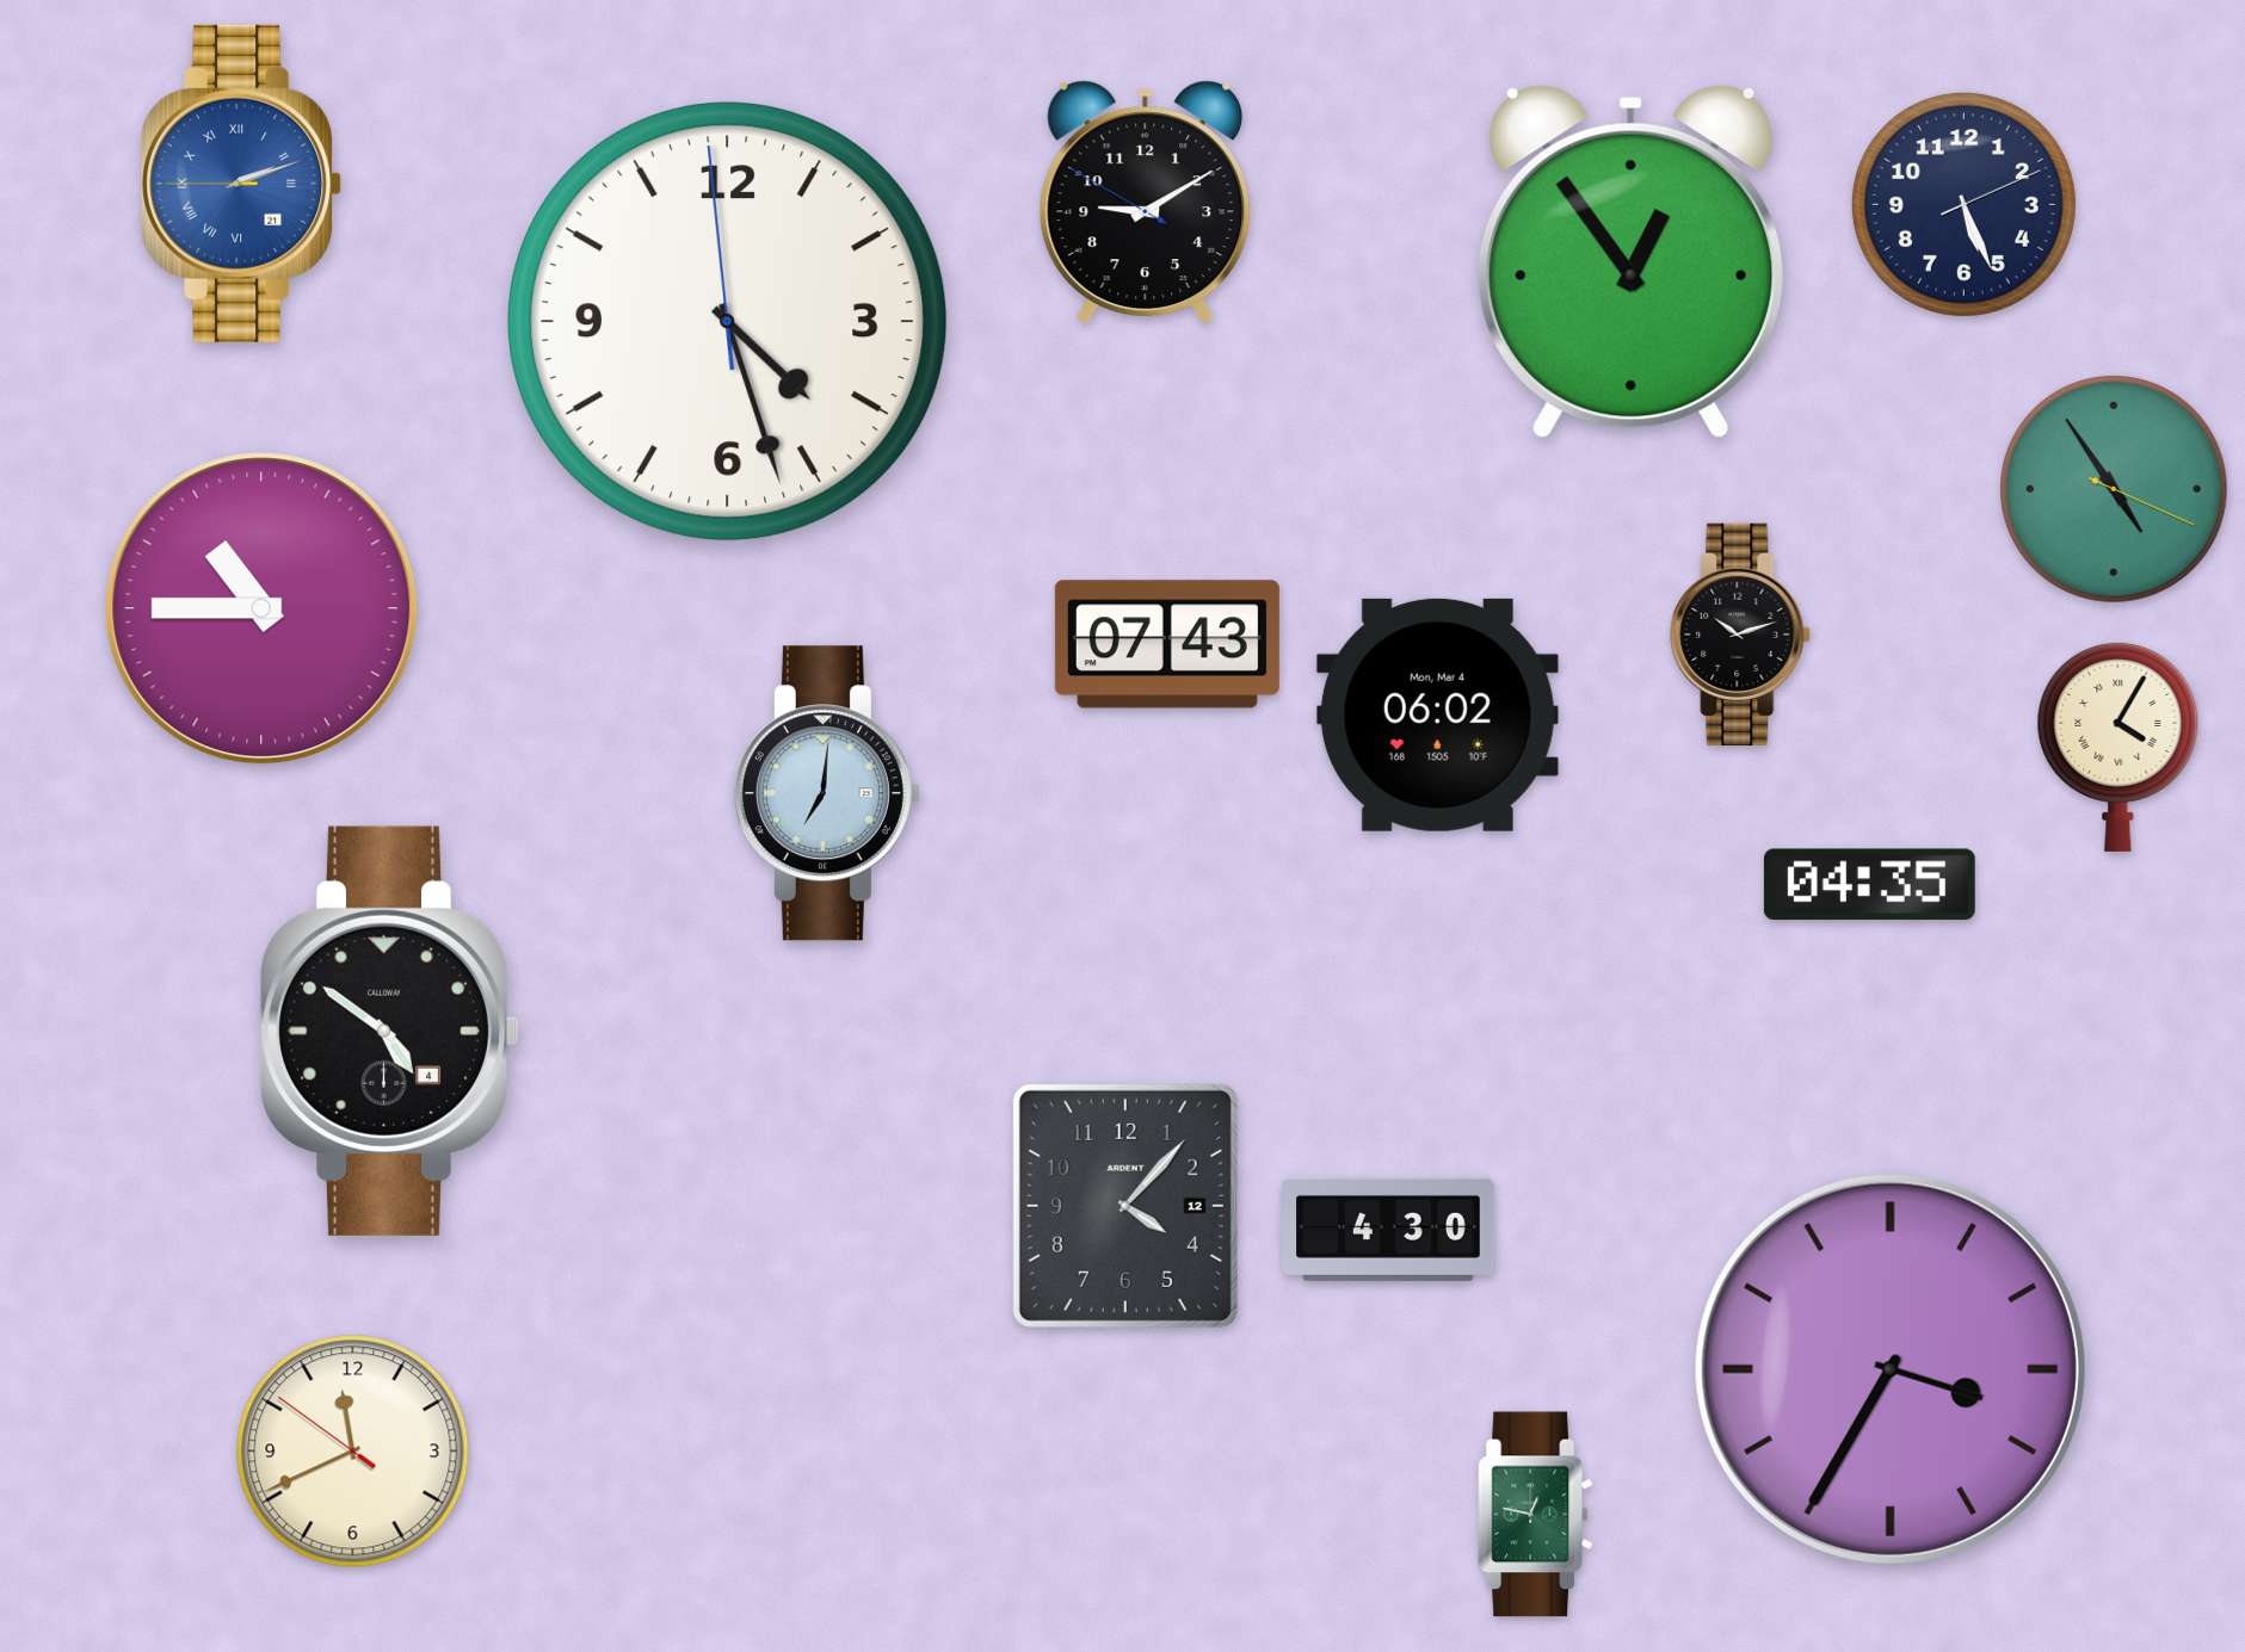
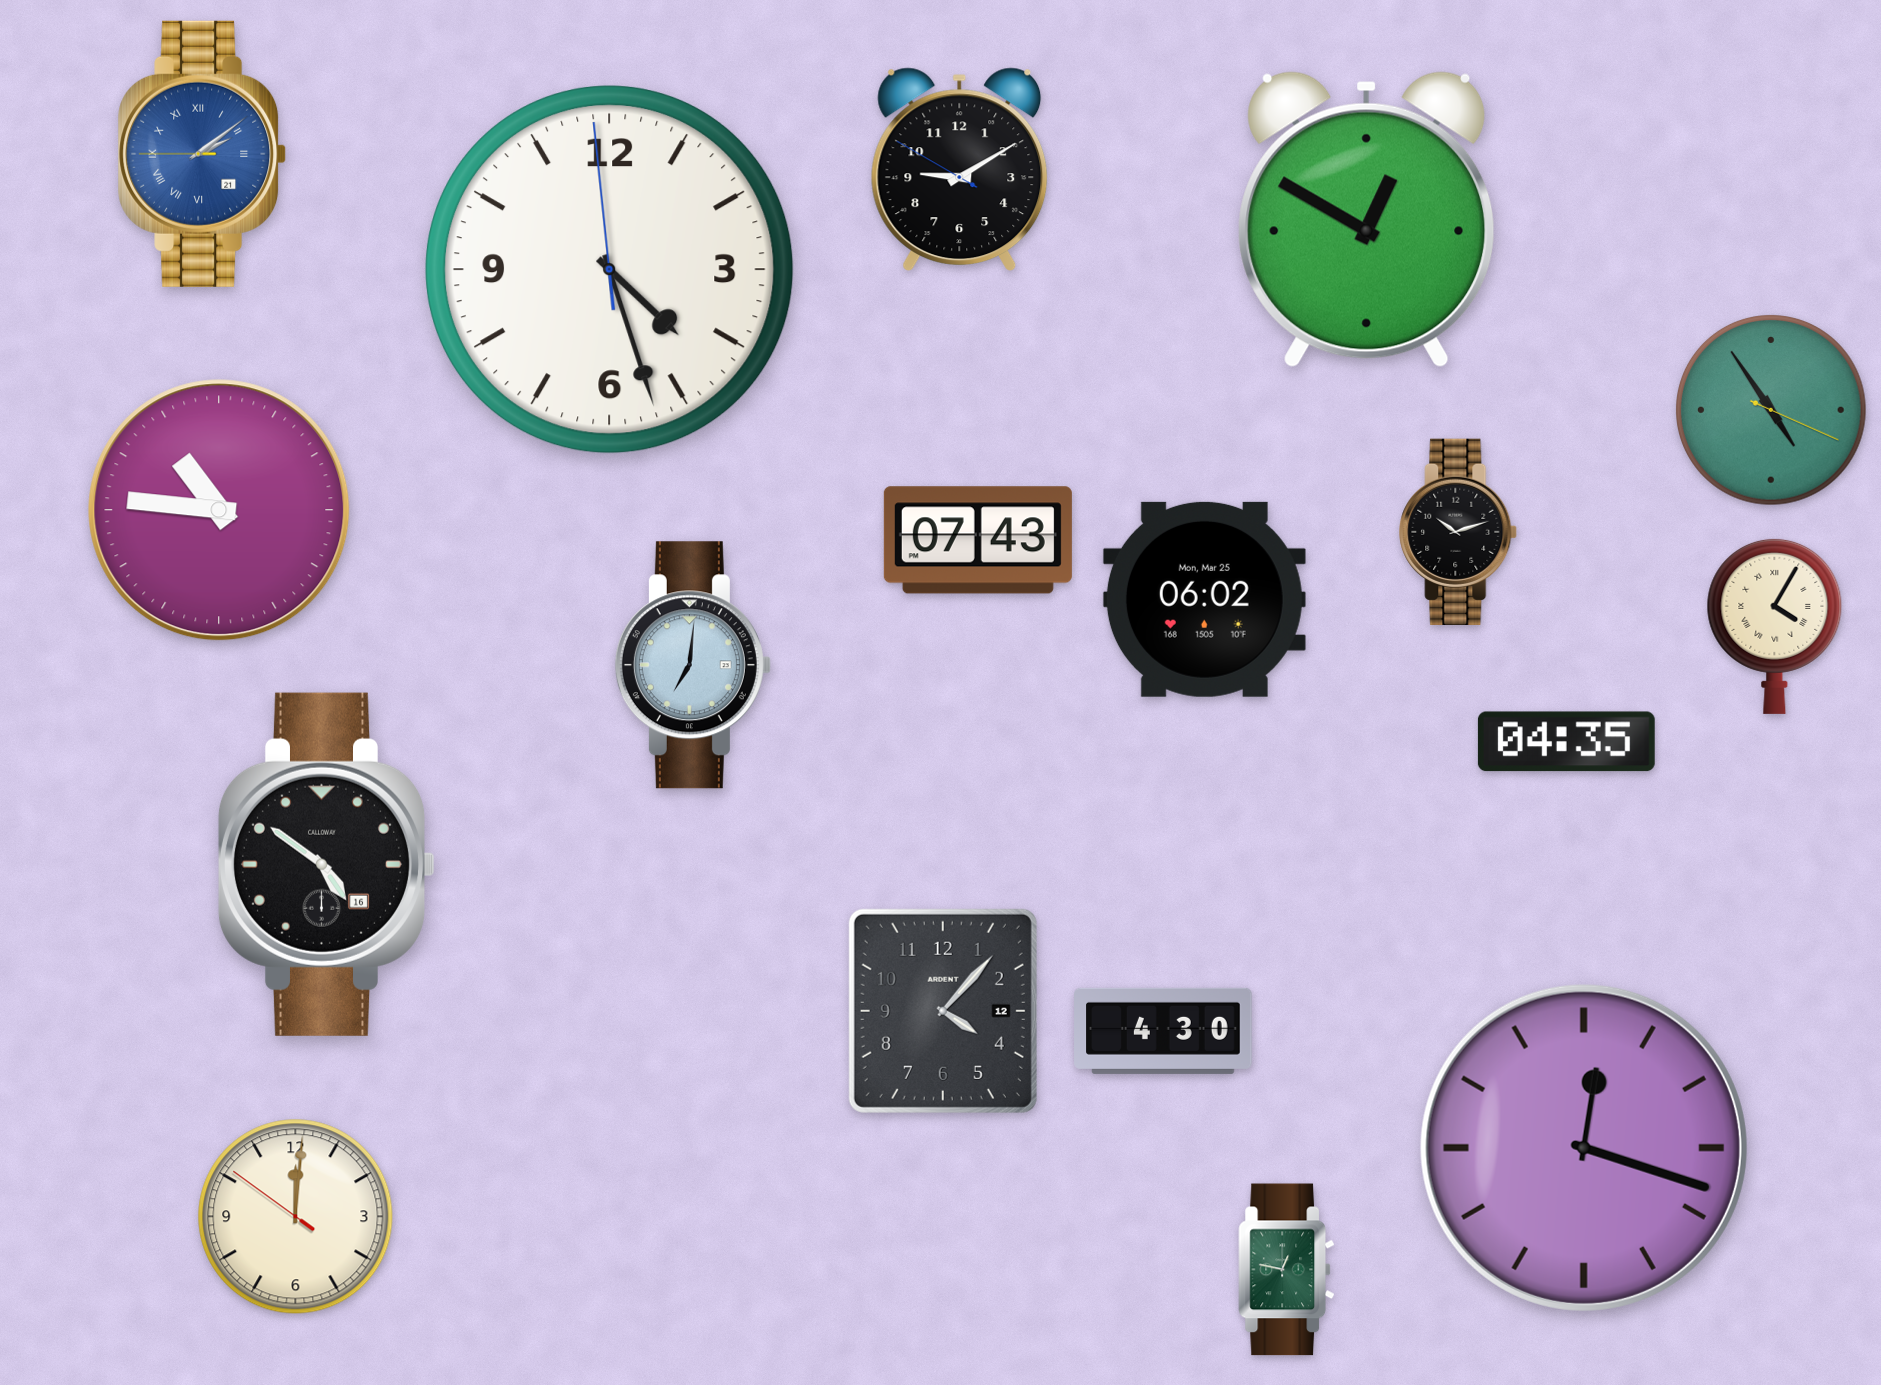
clock at (241, 184): 2:11 -> 2:08
clock at (1963, 204): 5:26 -> none
clock at (1632, 262): 12:54 -> 12:50
clock at (261, 608): 10:45 -> 10:46
clock at (1437, 714) date: Mon, Mar 4 -> Mon, Mar 25
clock at (390, 1031) date: 4 -> 16
clock at (1891, 1369): 3:35 -> 12:18
clock at (353, 1452): 11:40 -> 12:00
